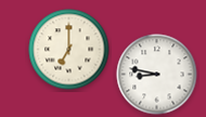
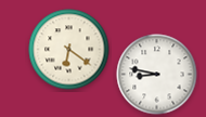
clock at (69, 50): 7:00 -> 6:21
